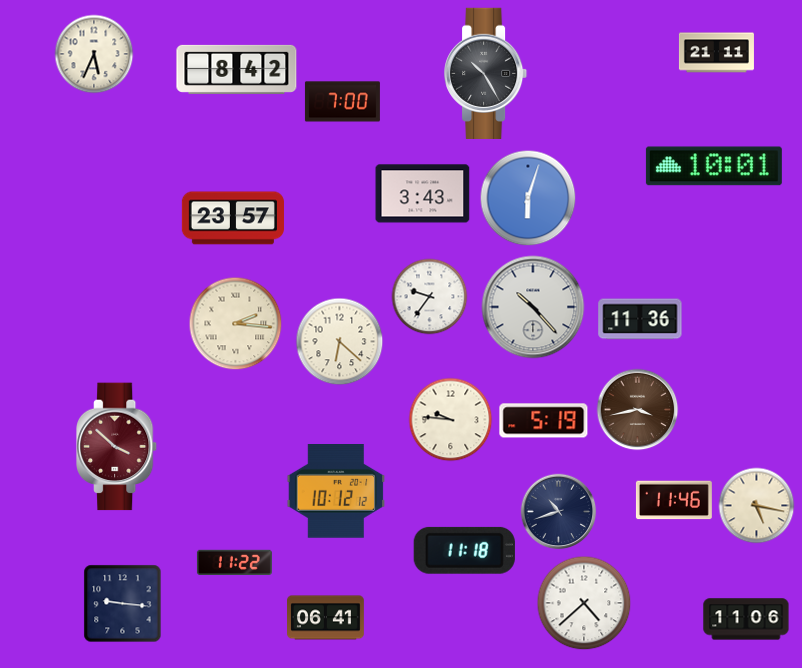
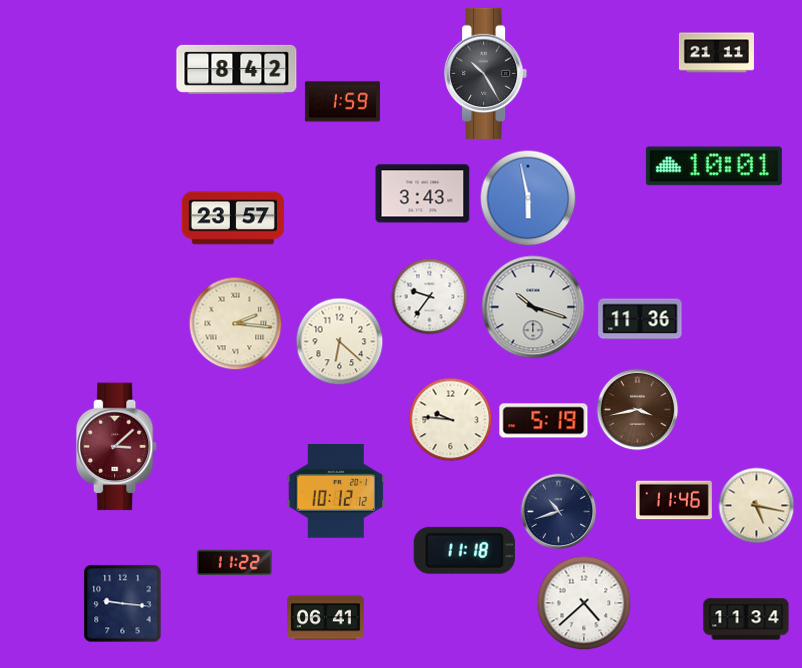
clock at (94, 54): 5:34 -> none
clock at (342, 102): 7:00 -> 1:59
clock at (528, 198): 6:03 -> 5:58
clock at (533, 307): 10:23 -> 10:18
clock at (118, 447): 3:52 -> 3:08
clock at (746, 619): 11:06 -> 11:34
